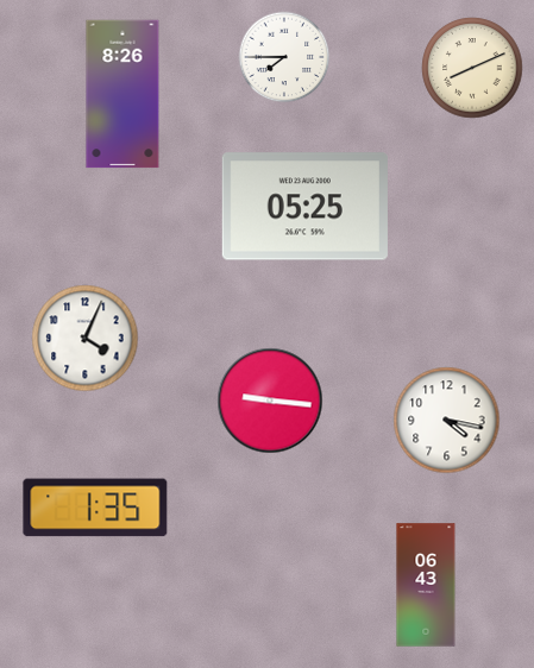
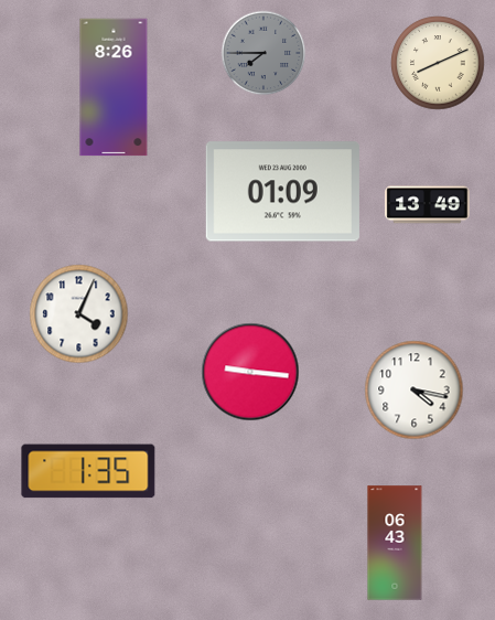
clock at (284, 57) dial: white -> grey
clock at (304, 207): 05:25 -> 01:09
clock at (428, 205): none -> 13:49
